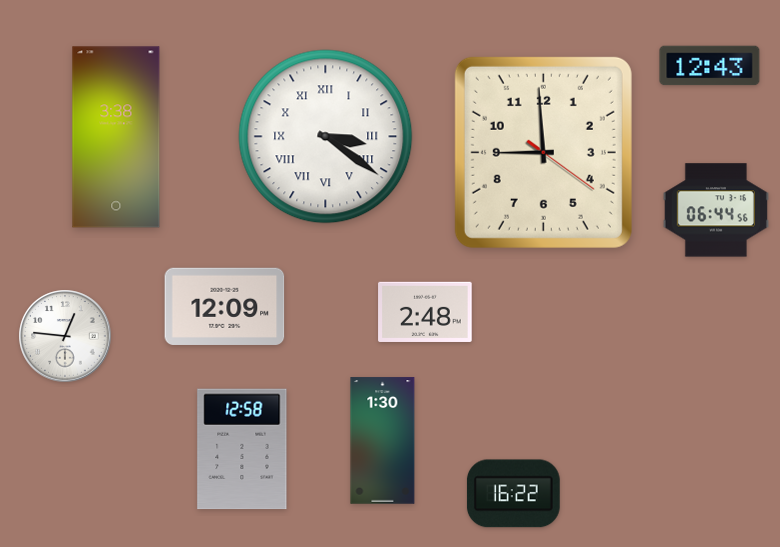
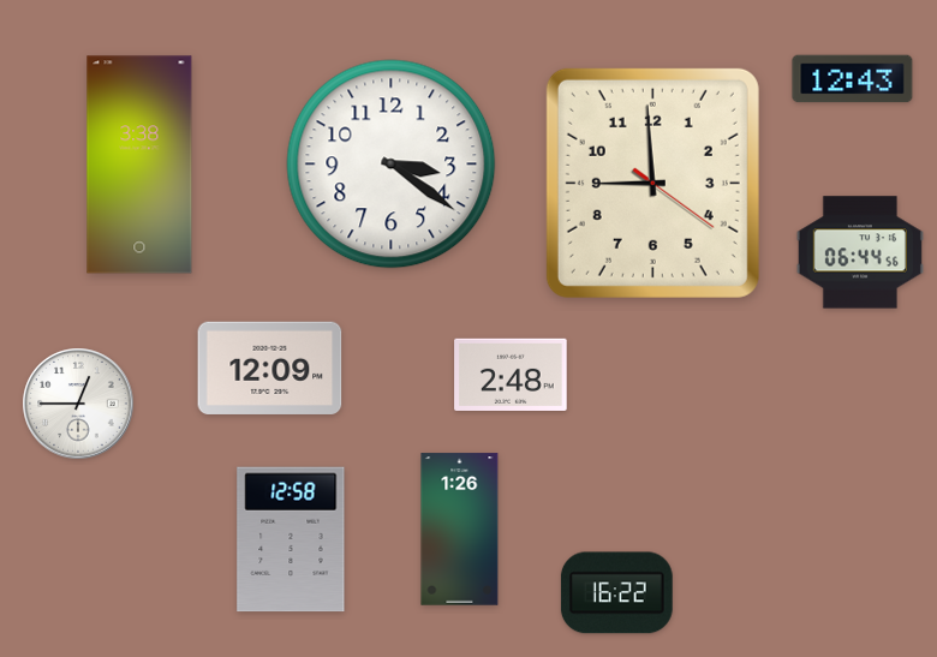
clock at (326, 137) numerals: Roman -> Arabic
clock at (65, 336): 12:46 -> 12:45
clock at (383, 441): 1:30 -> 1:26
